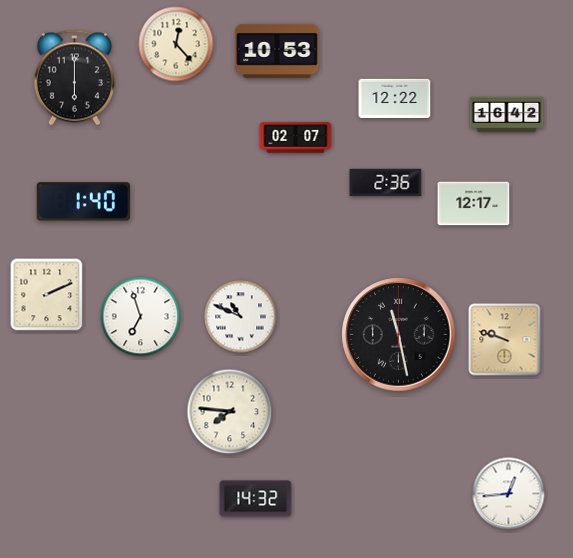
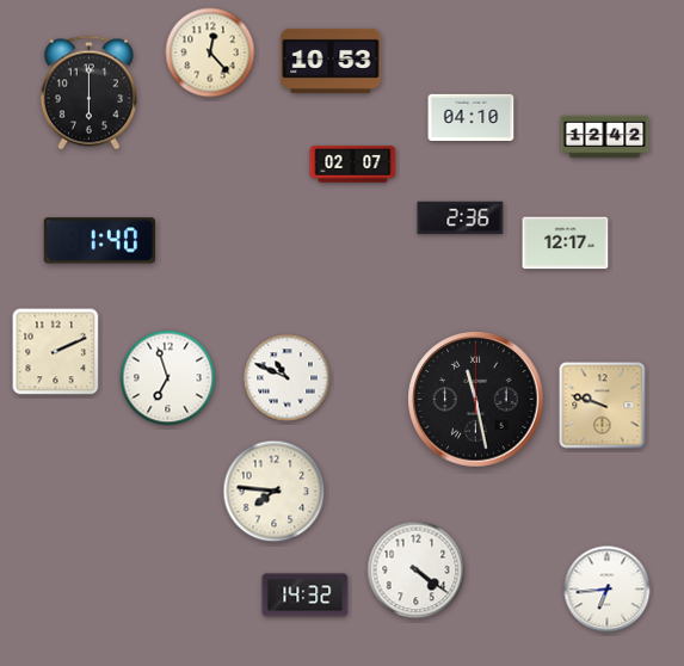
clock at (395, 99): 12:22 -> 04:10
clock at (507, 115): 16:42 -> 12:42
clock at (417, 571): none -> 4:21
clock at (509, 494): 12:44 -> 6:44
